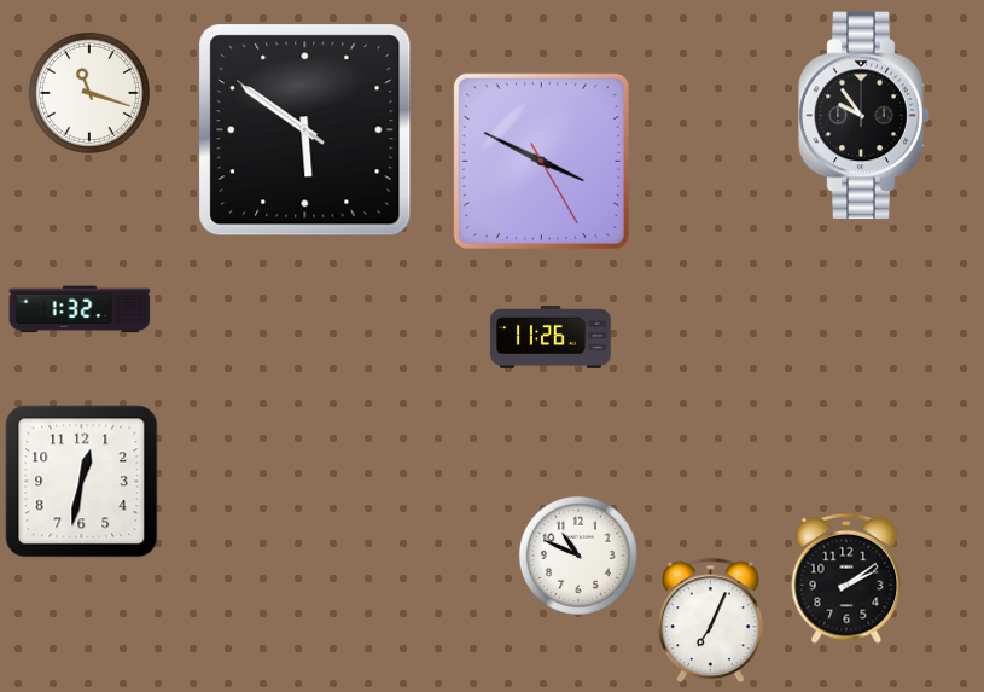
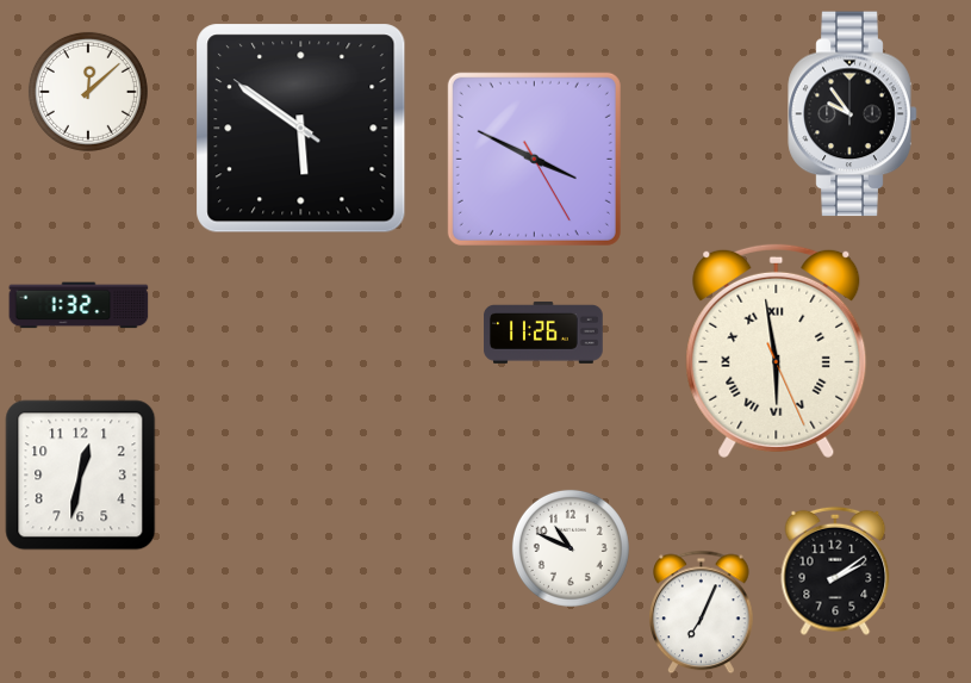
clock at (89, 93): 11:18 -> 12:08
clock at (777, 350): none -> 5:58
